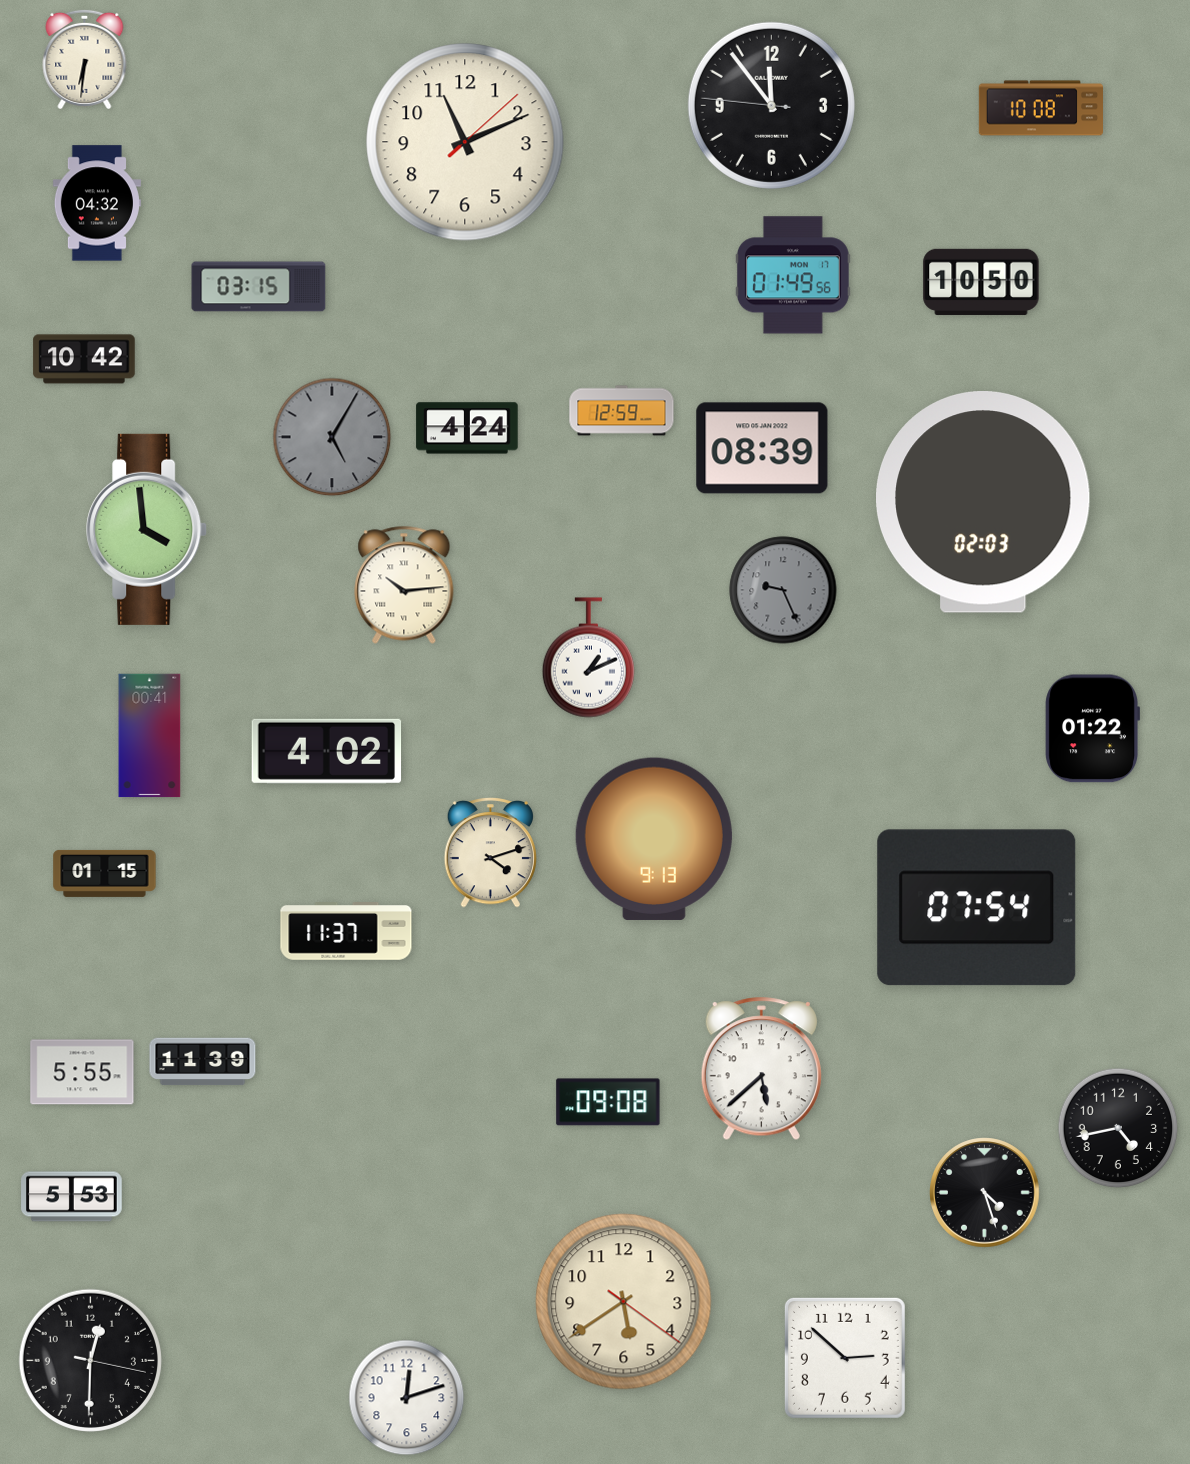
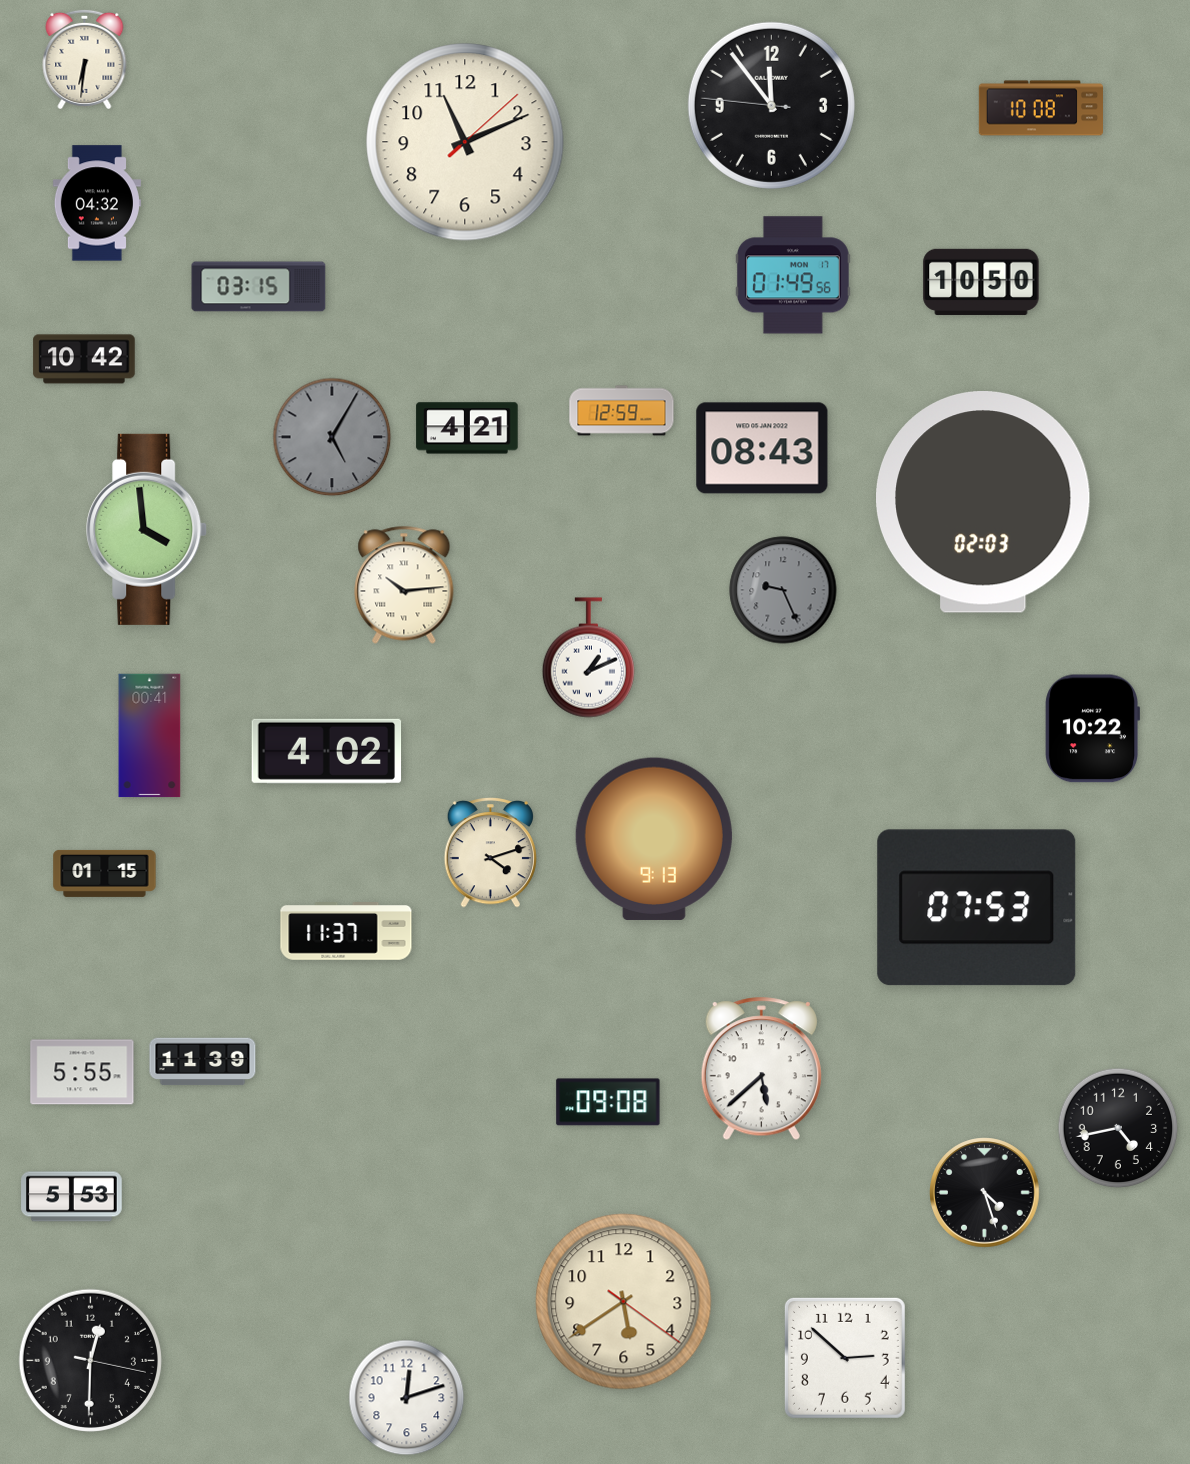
clock at (467, 428): 4:24 -> 4:21
clock at (762, 448): 08:39 -> 08:43
clock at (1092, 729): 01:22 -> 10:22
clock at (977, 908): 07:54 -> 07:53
